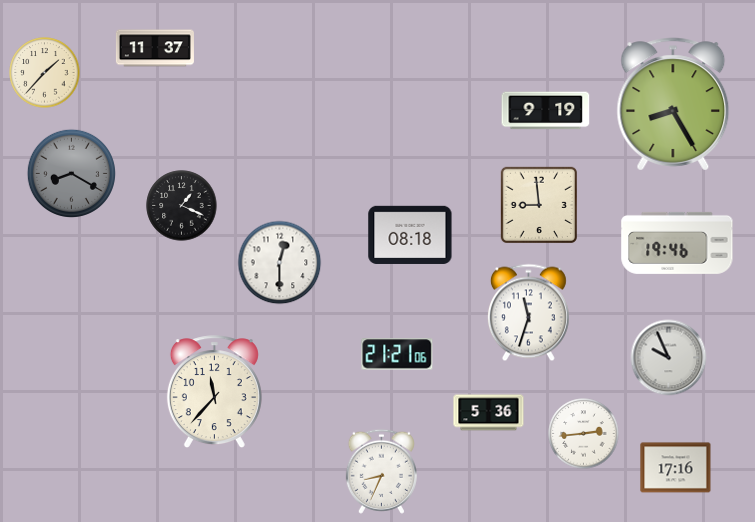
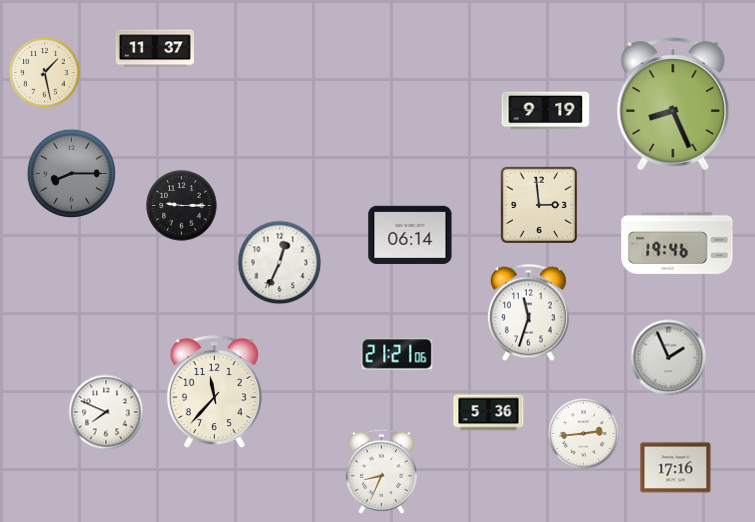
clock at (45, 73): 1:37 -> 1:28
clock at (673, 104): 8:25 -> 8:26
clock at (71, 173): 8:20 -> 8:15
clock at (538, 204): 8:59 -> 2:59
clock at (182, 206): 1:19 -> 9:15
clock at (410, 235): 08:18 -> 06:14
clock at (280, 263): 12:30 -> 12:34
clock at (669, 358): 9:56 -> 1:56
clock at (106, 412): none -> 7:49
